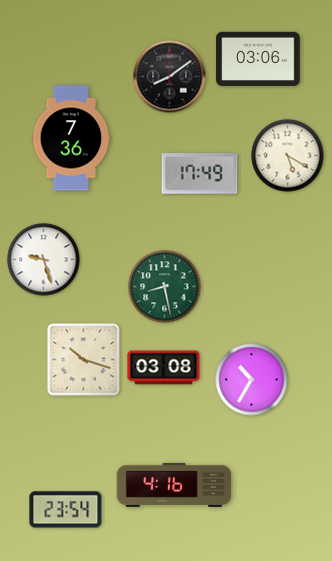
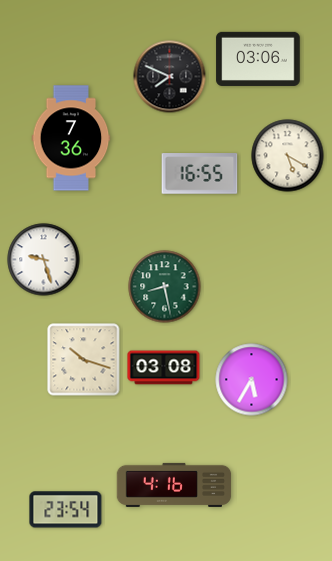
clock at (170, 77): 8:09 -> 7:49
clock at (200, 174): 17:49 -> 16:55
clock at (252, 380): 10:35 -> 5:35
